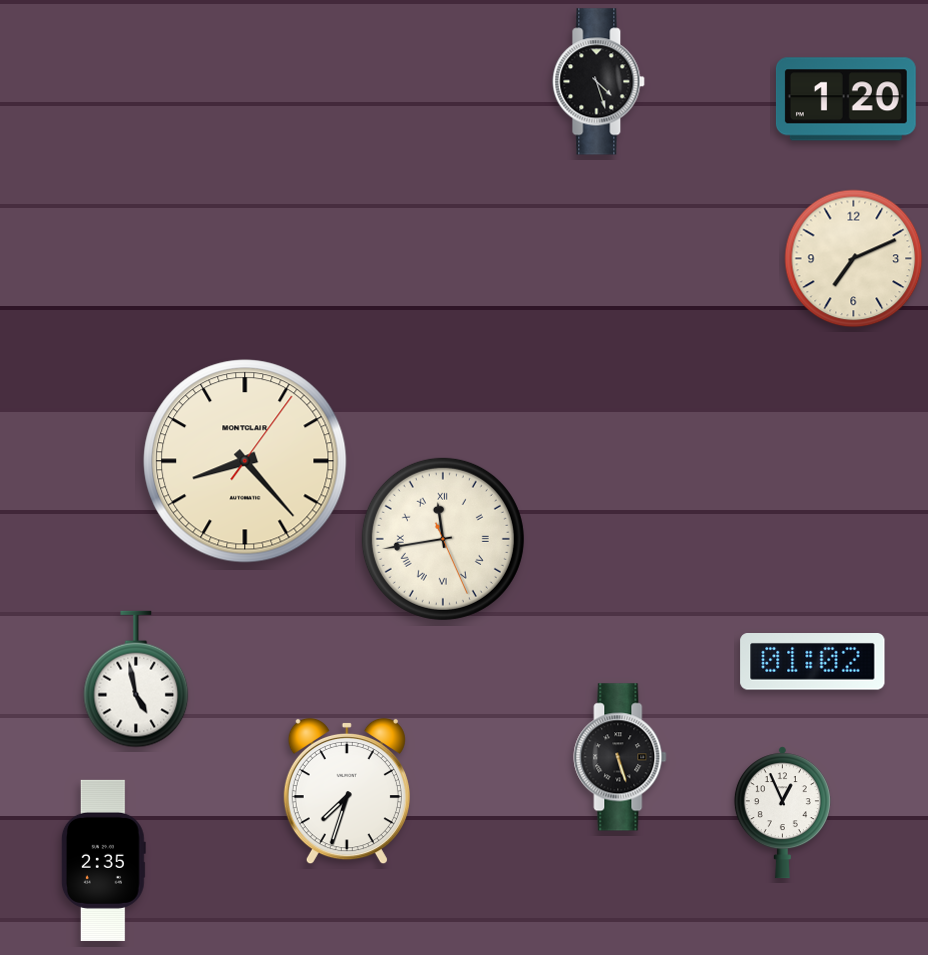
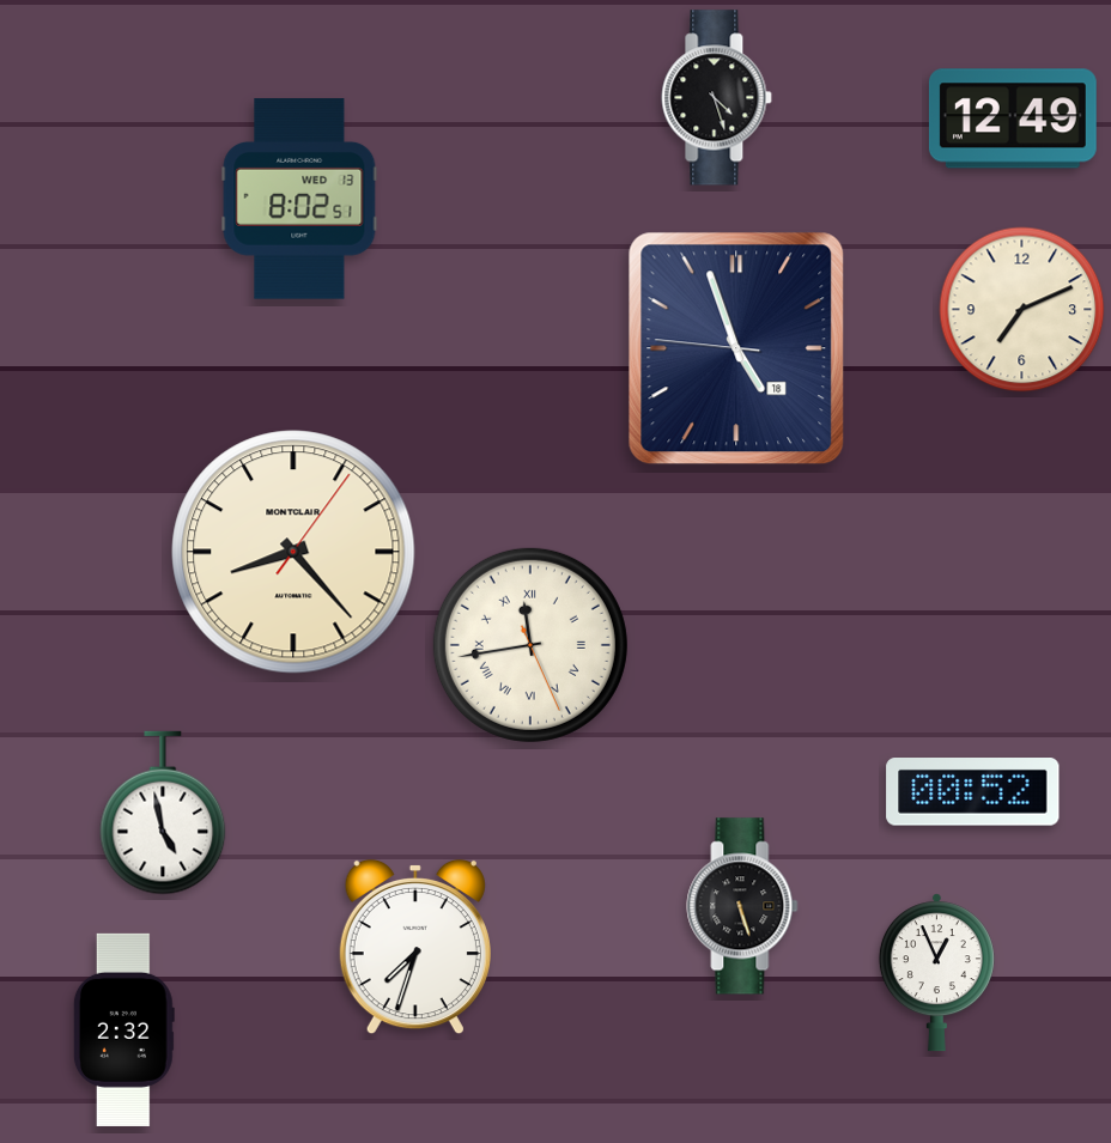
clock at (846, 99): 1:20 -> 12:49
clock at (299, 199): none -> 8:02
clock at (736, 348): none -> 4:56
clock at (813, 662): 01:02 -> 00:52
clock at (103, 860): 2:35 -> 2:32
